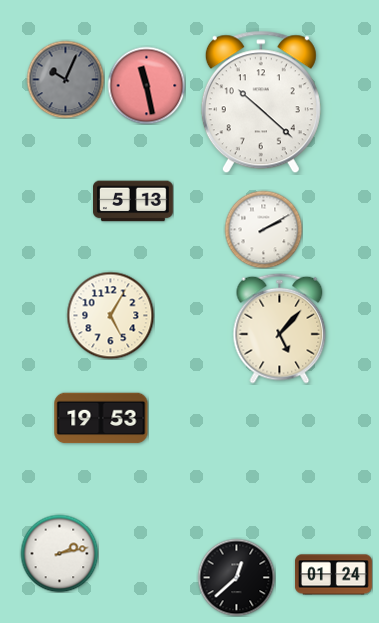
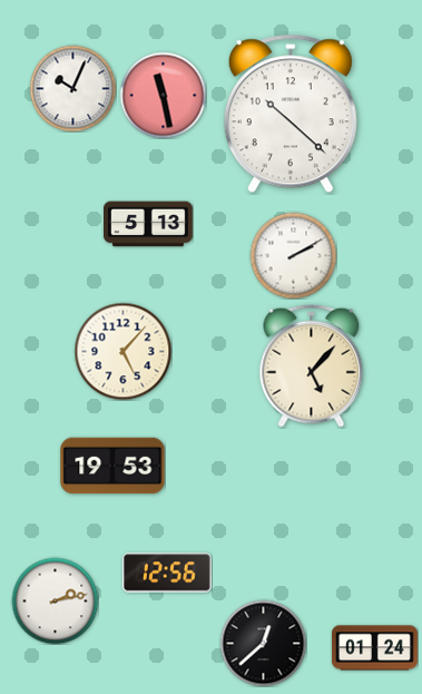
clock at (65, 79) dial: grey -> white
clock at (110, 315): 5:05 -> 5:07
clock at (168, 573): none -> 12:56
clock at (59, 553) position: (59, 553) -> (55, 600)
clock at (333, 575) position: (333, 575) -> (374, 648)
